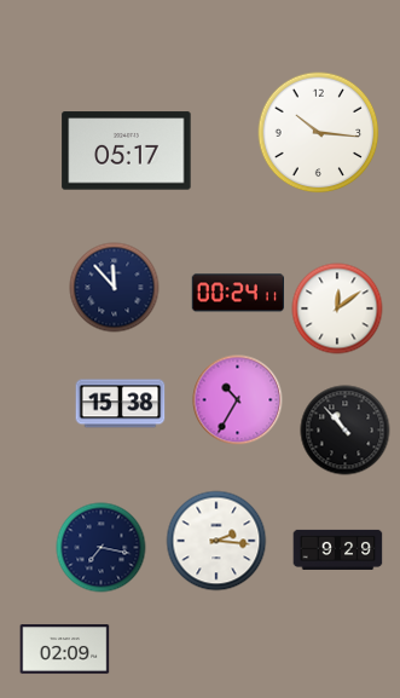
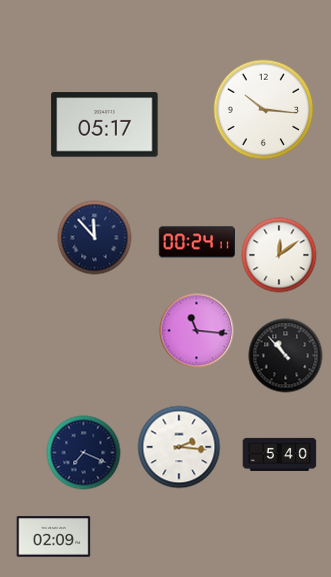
clock at (238, 400): 10:35 -> 11:16
clock at (121, 404): 15:38 -> none
clock at (102, 548): 7:17 -> 7:19
clock at (338, 549): 9:29 -> 5:40
